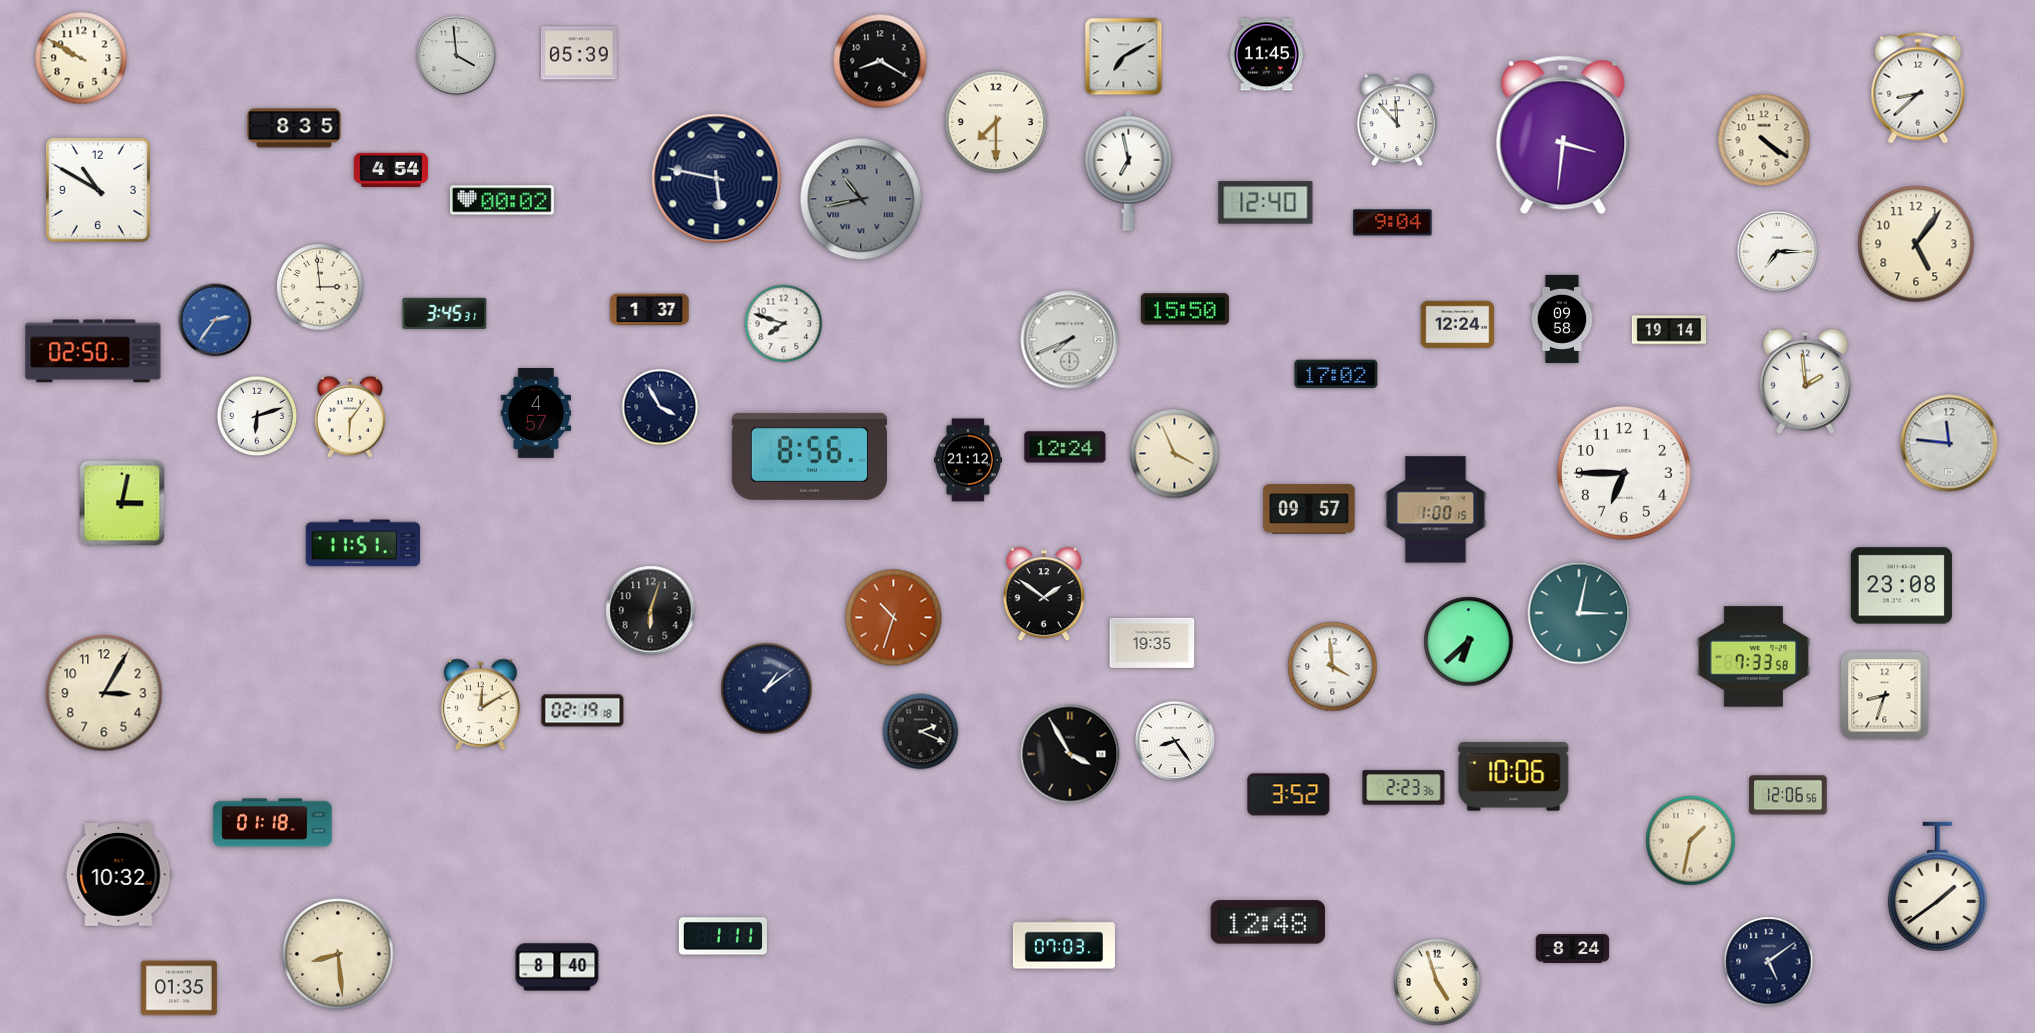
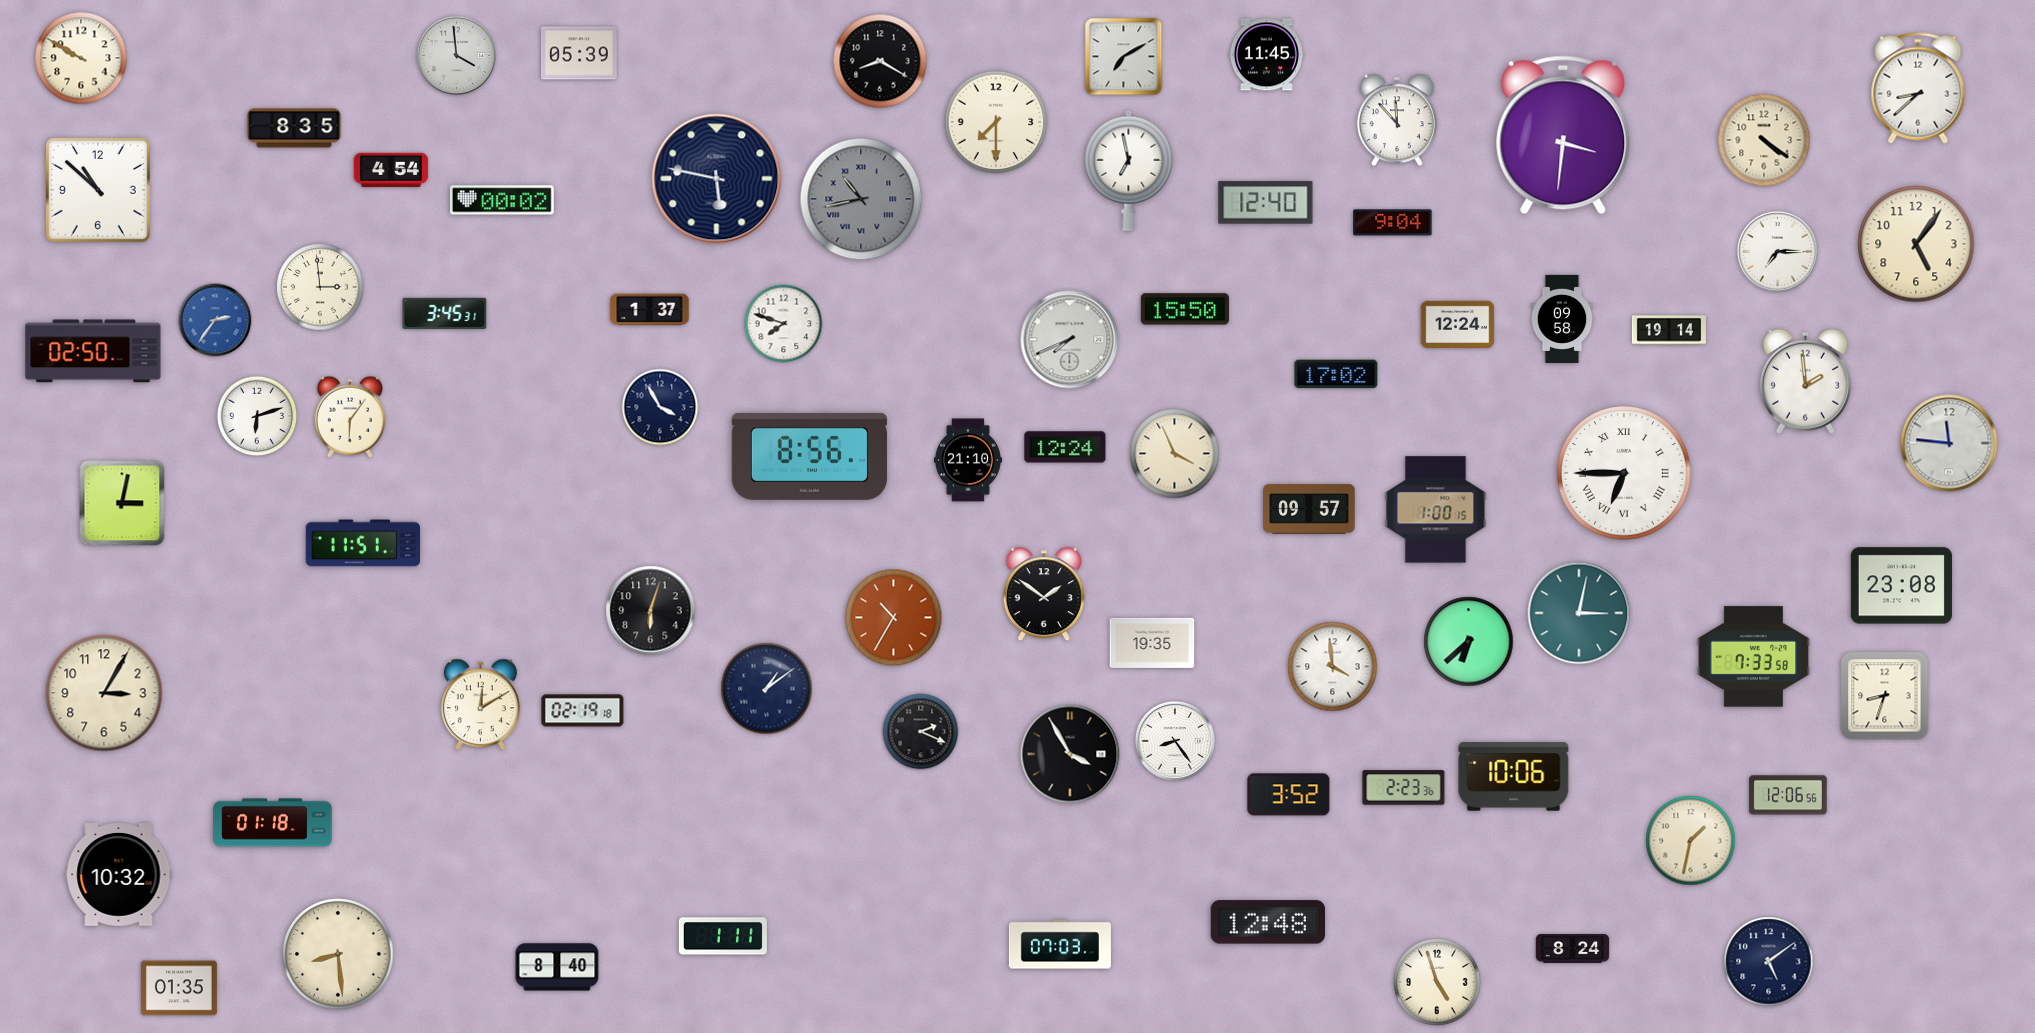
clock at (98, 190): 10:50 -> 10:52
clock at (536, 414): 4:57 -> none
clock at (968, 460): 21:12 -> 21:10
clock at (1625, 474) numerals: Arabic -> Roman
clock at (894, 618): 10:33 -> 10:35
clock at (1937, 886): 1:39 -> none
clock at (1064, 944) position: (1064, 944) -> (1060, 944)
